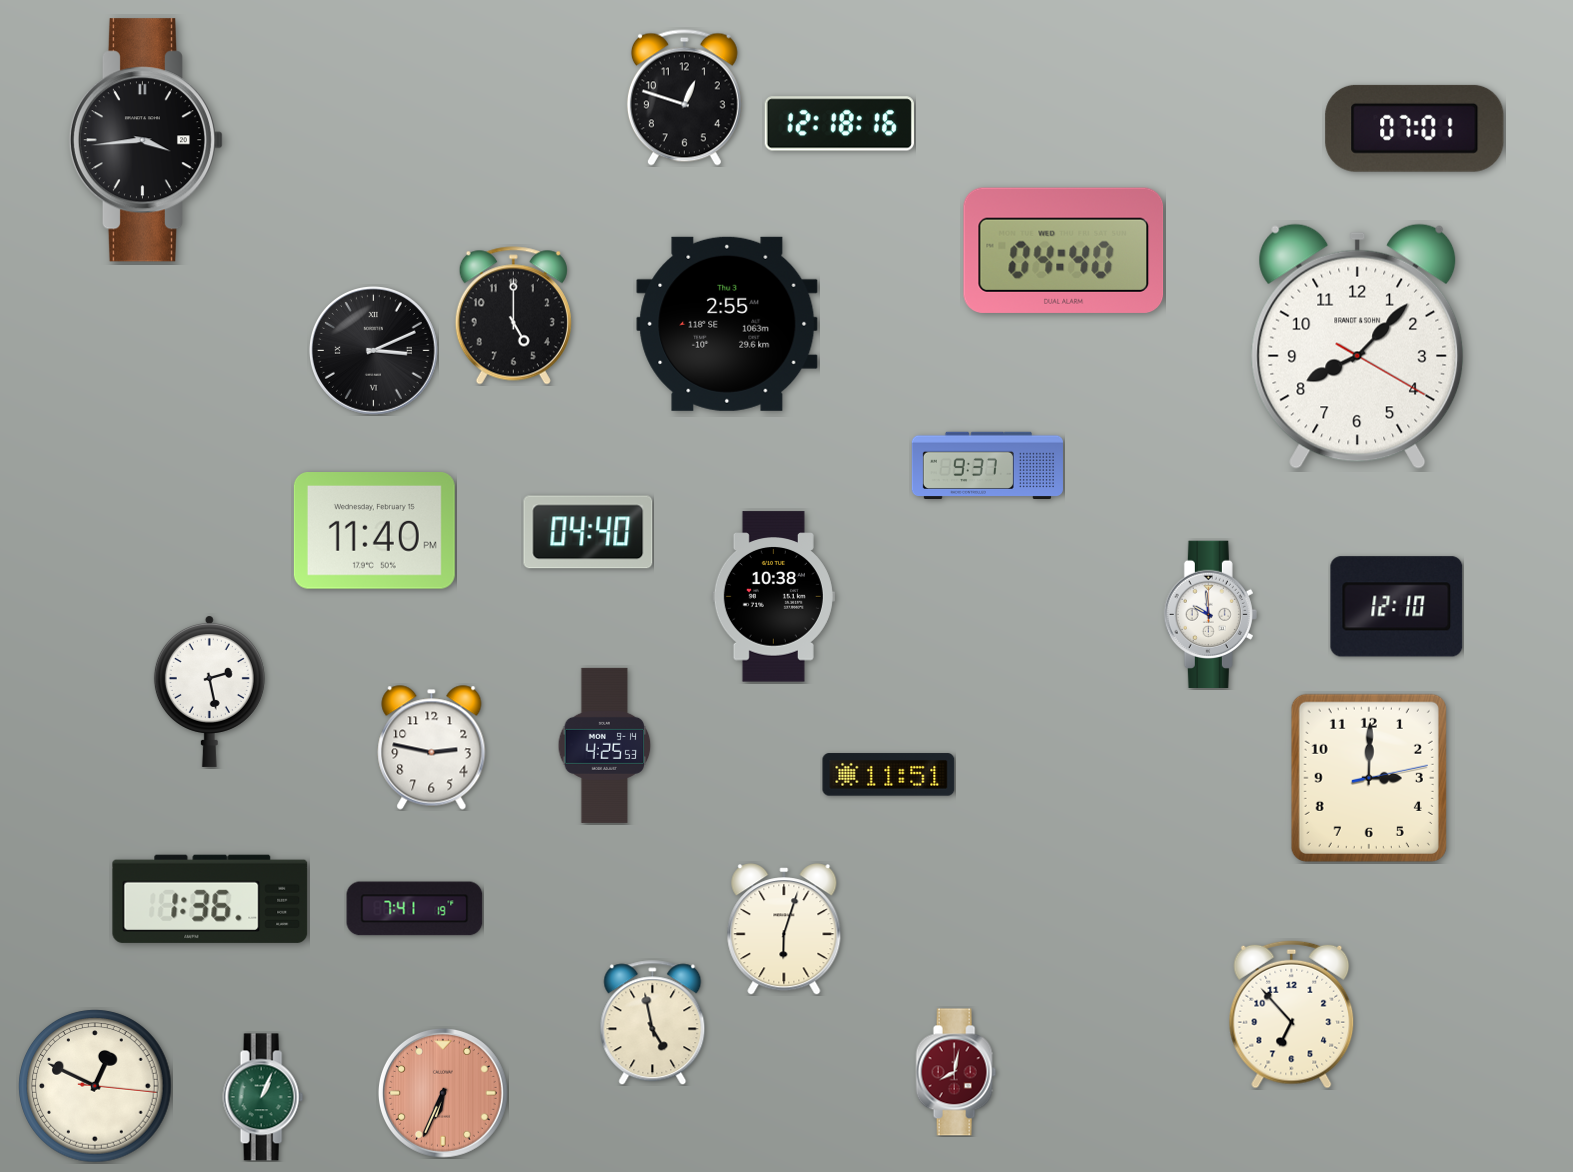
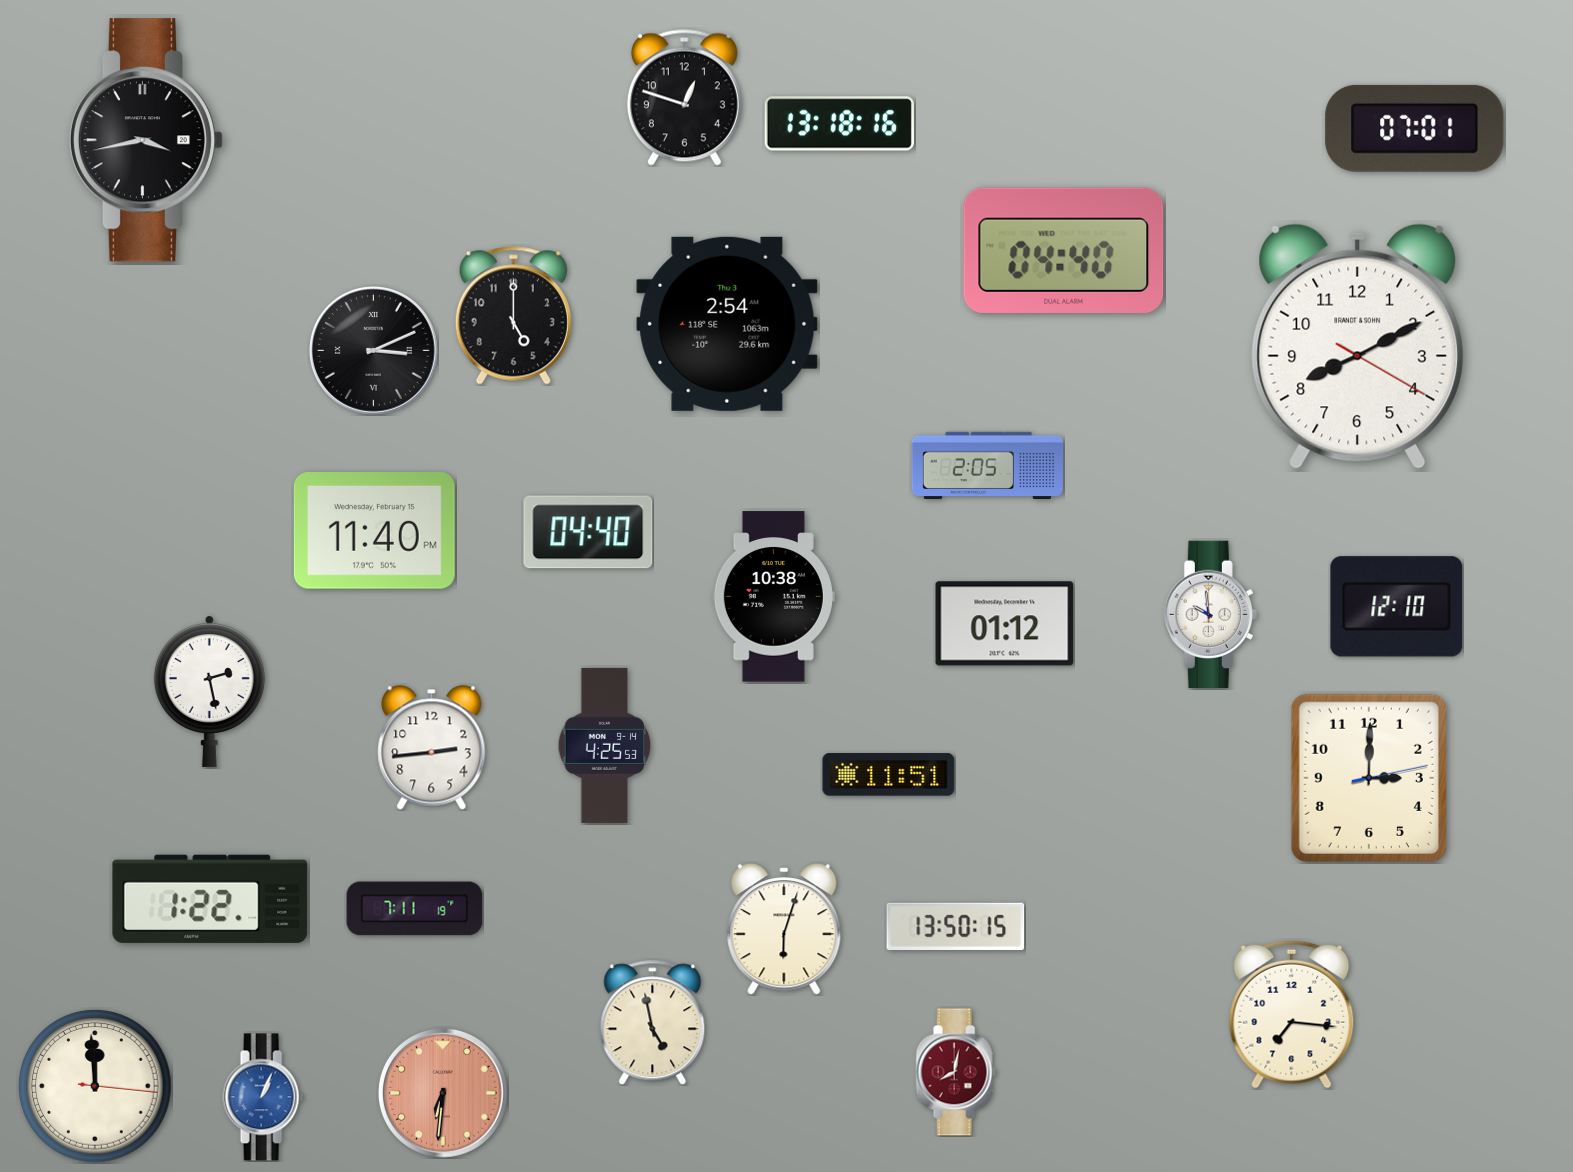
clock at (839, 124): 12:18 -> 13:18
clock at (145, 140): 3:44 -> 3:43
clock at (727, 324): 2:55 -> 2:54
clock at (1358, 346): 8:07 -> 8:10
clock at (987, 465): 9:37 -> 2:05
clock at (1005, 624): none -> 01:12
clock at (432, 748): 2:47 -> 2:44
clock at (210, 899): 1:36 -> 1:22
clock at (415, 909): 7:41 -> 7:11
clock at (956, 926): none -> 13:50
clock at (1292, 1014): 6:53 -> 7:16
clock at (95, 1086): 12:49 -> 11:59
clock at (443, 1093): 6:34 -> 6:31
clock at (263, 1097) dial: green -> blue
